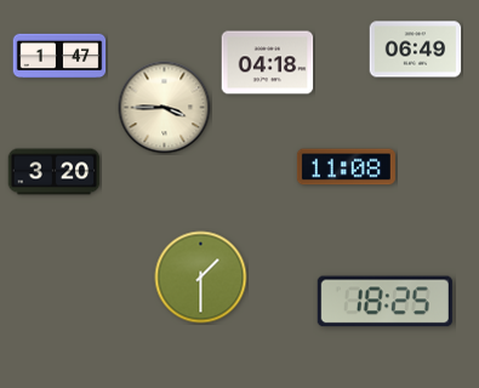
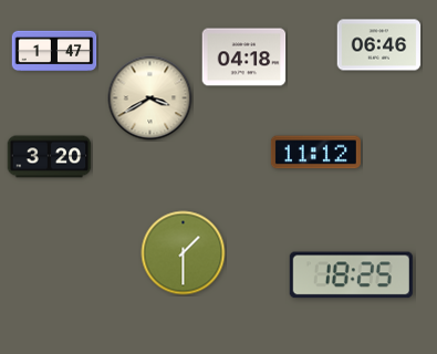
clock at (416, 50): 06:49 -> 06:46
clock at (165, 108): 3:45 -> 3:40
clock at (346, 167): 11:08 -> 11:12
